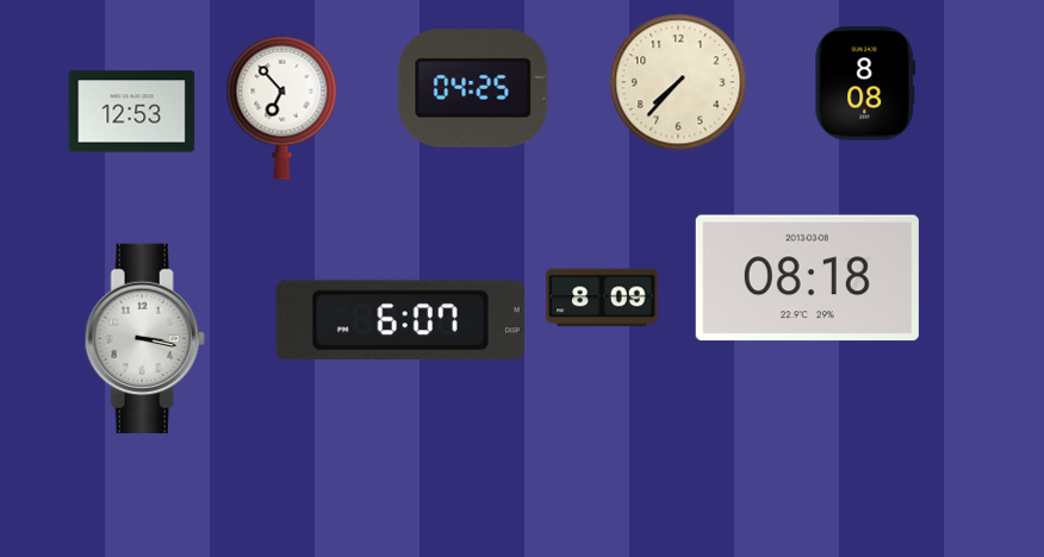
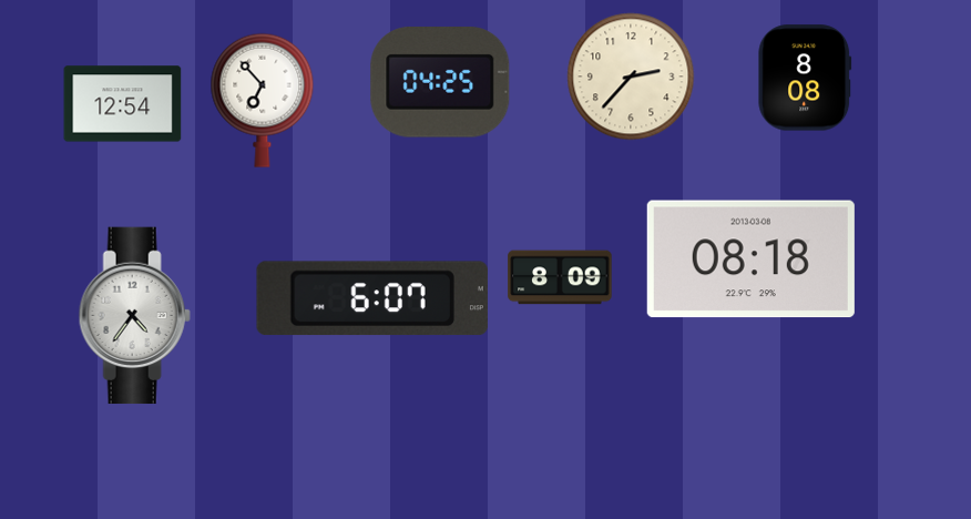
clock at (678, 82): 7:37 -> 2:37
clock at (132, 112): 12:53 -> 12:54
clock at (144, 339): 3:17 -> 4:36
